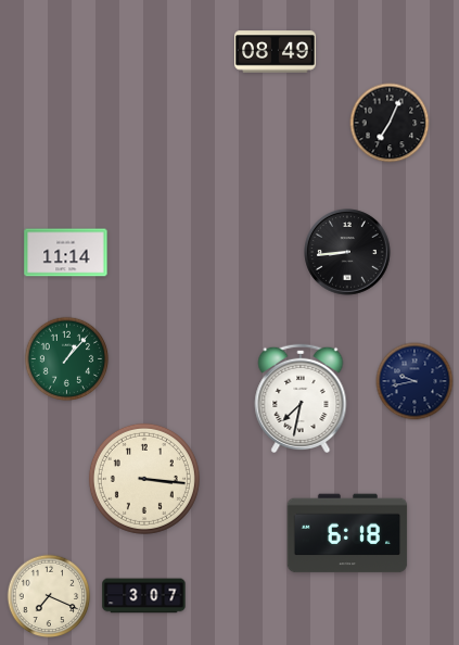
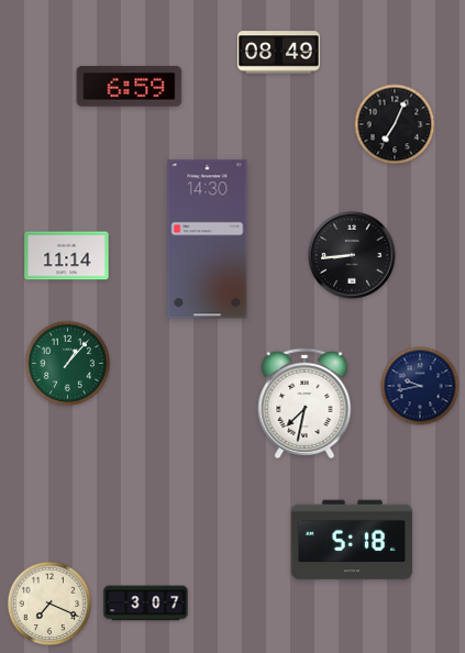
clock at (130, 87): none -> 6:59
clock at (208, 240): none -> 14:30
clock at (144, 479): 3:16 -> none
clock at (347, 533): 6:18 -> 5:18
